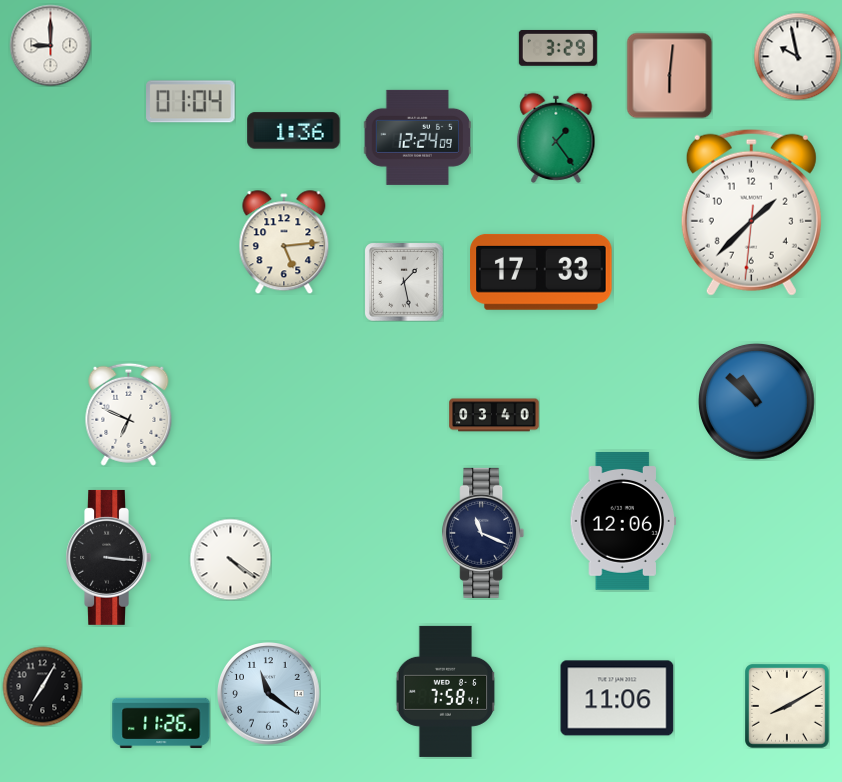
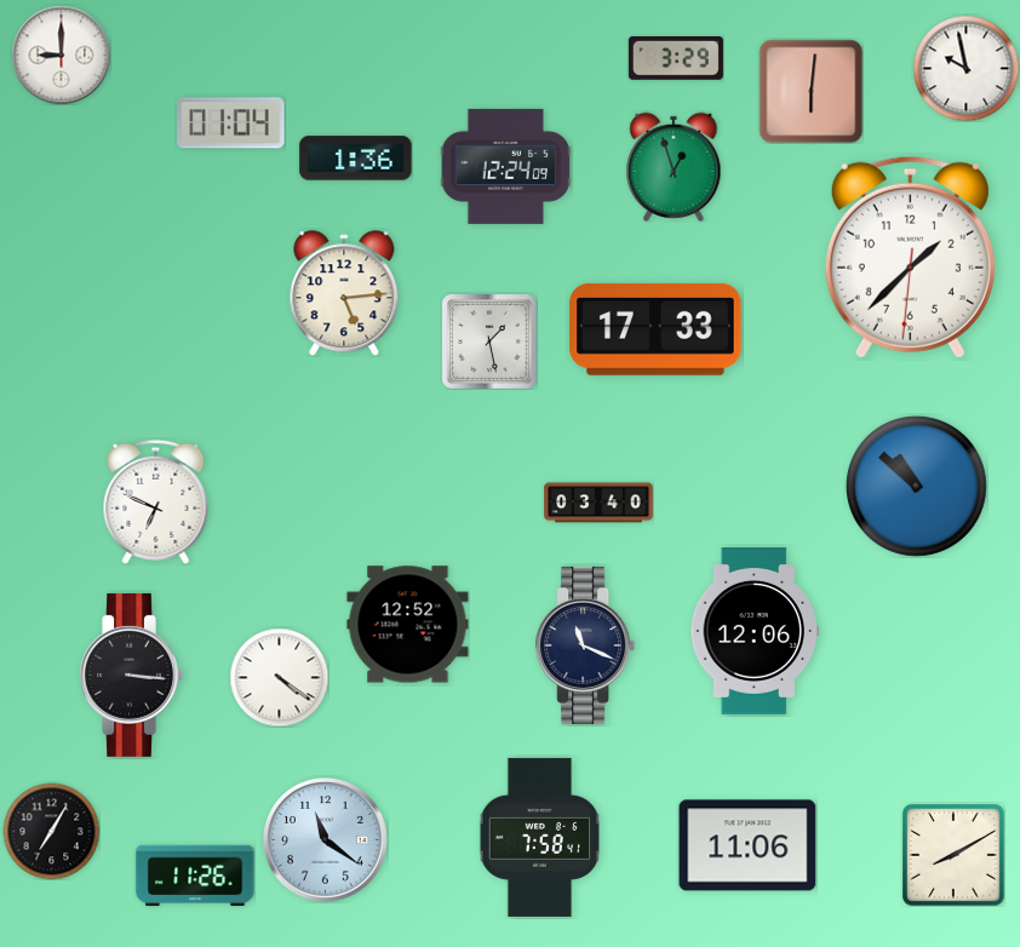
clock at (556, 138): 1:24 -> 12:57
clock at (408, 625): none -> 12:52
